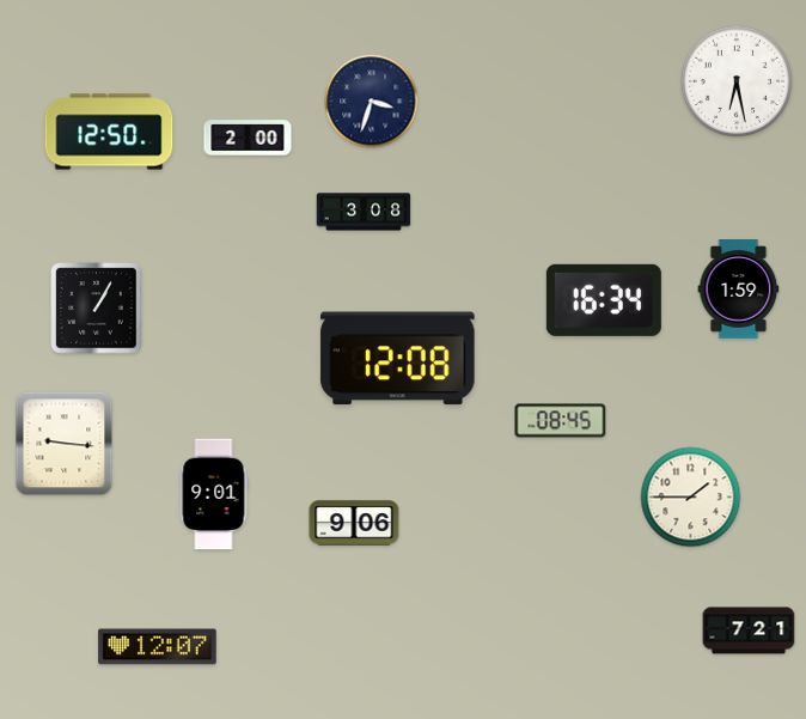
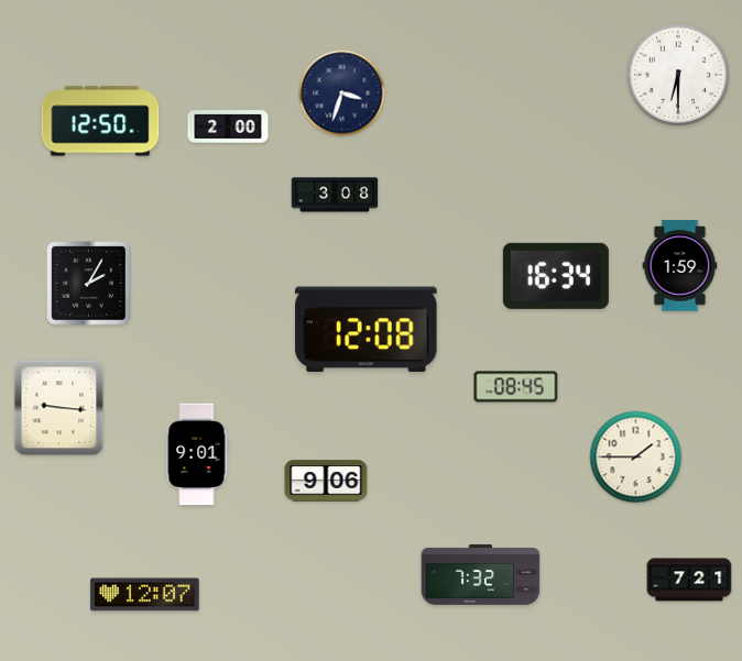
clock at (735, 80): 6:28 -> 6:30
clock at (97, 309): 1:05 -> 2:05
clock at (481, 574): none -> 7:32
